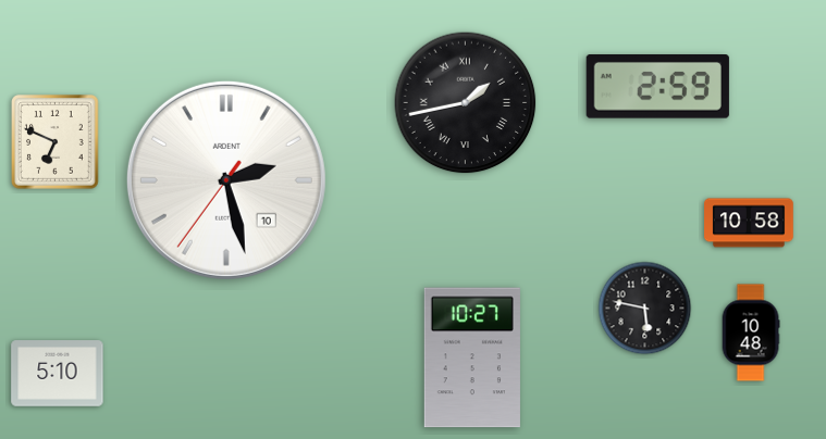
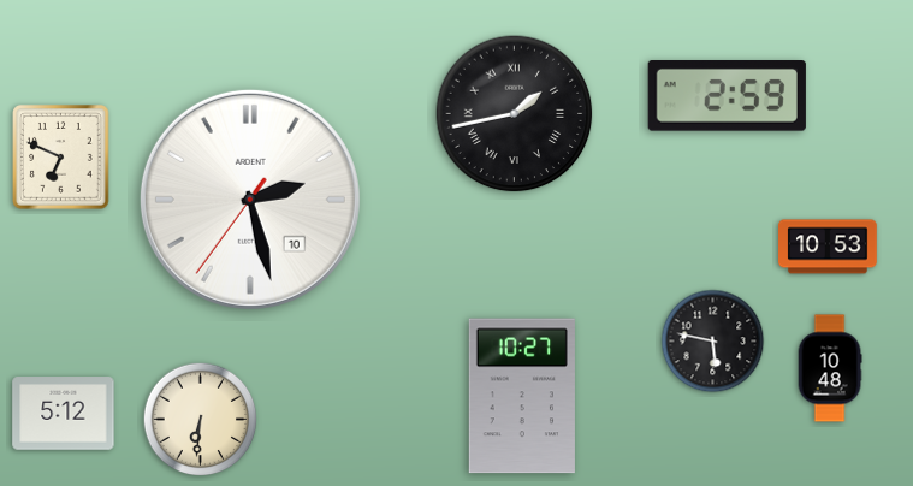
clock at (749, 223): 10:58 -> 10:53
clock at (58, 374): 5:10 -> 5:12
clock at (201, 420): none -> 6:31
